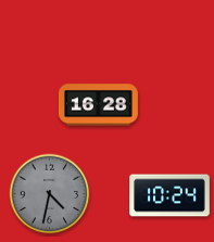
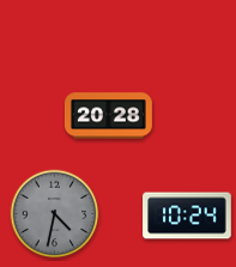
clock at (98, 105): 16:28 -> 20:28
